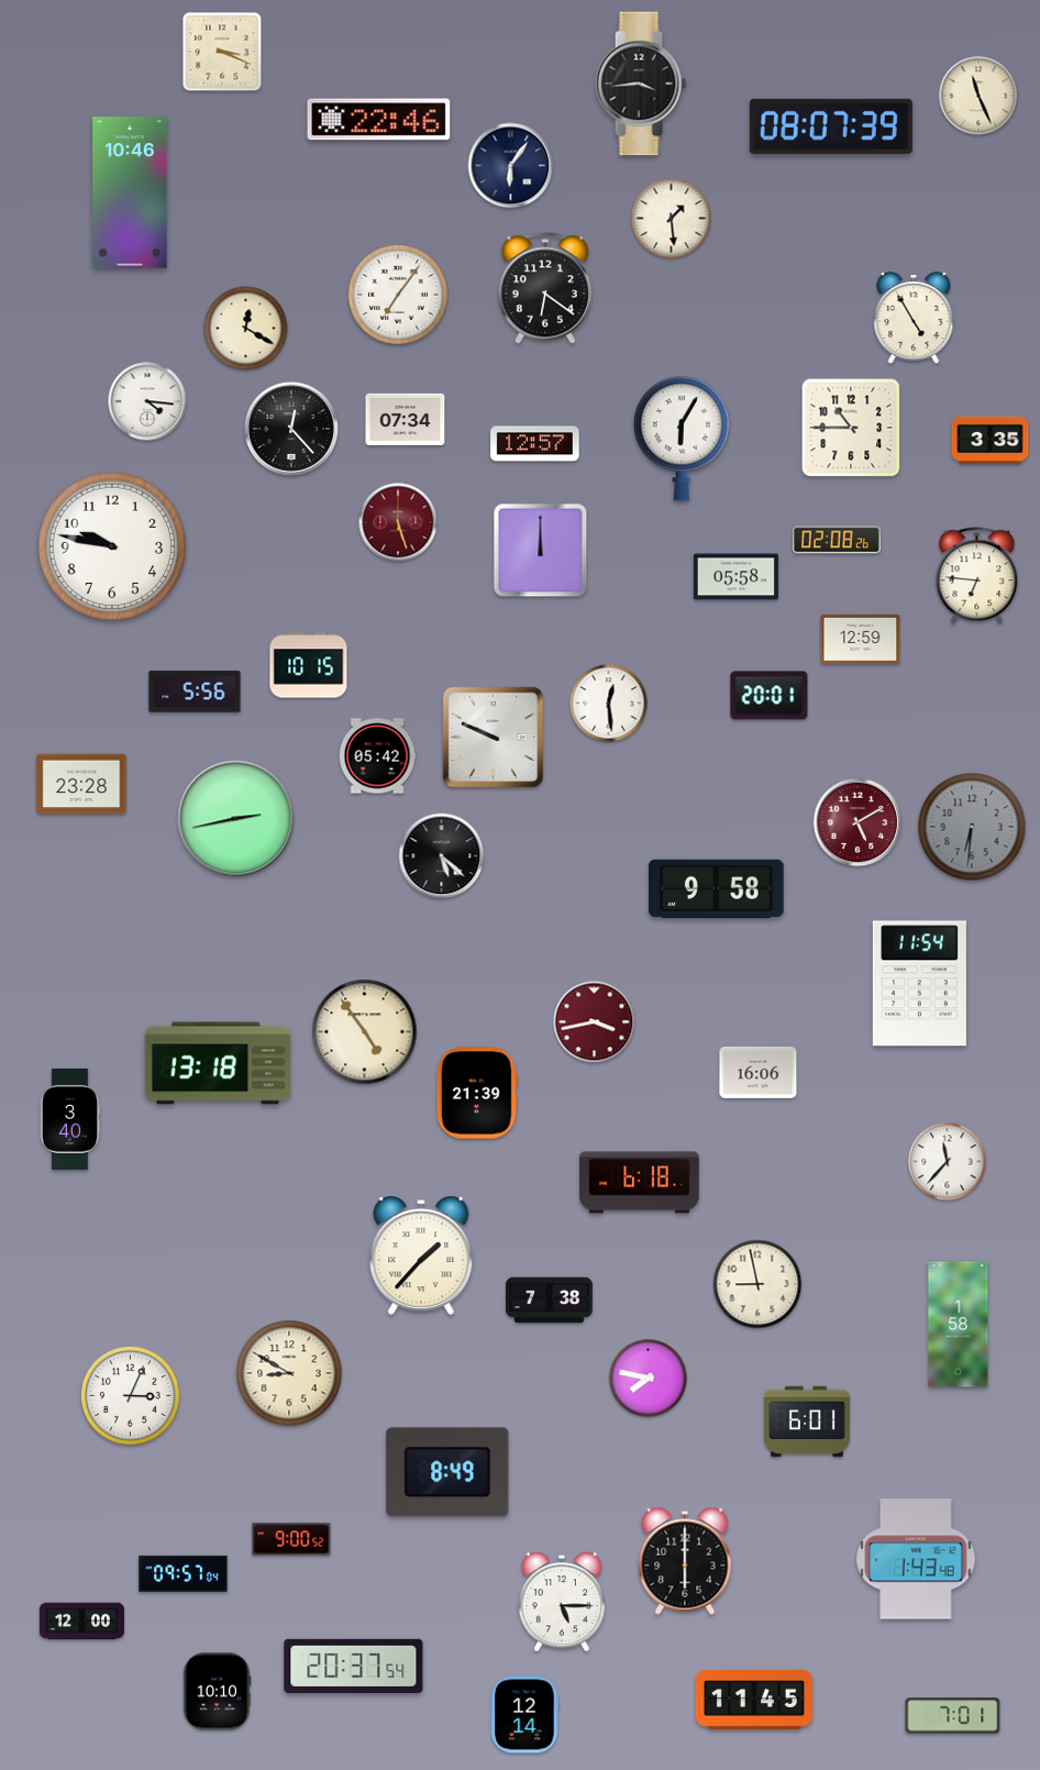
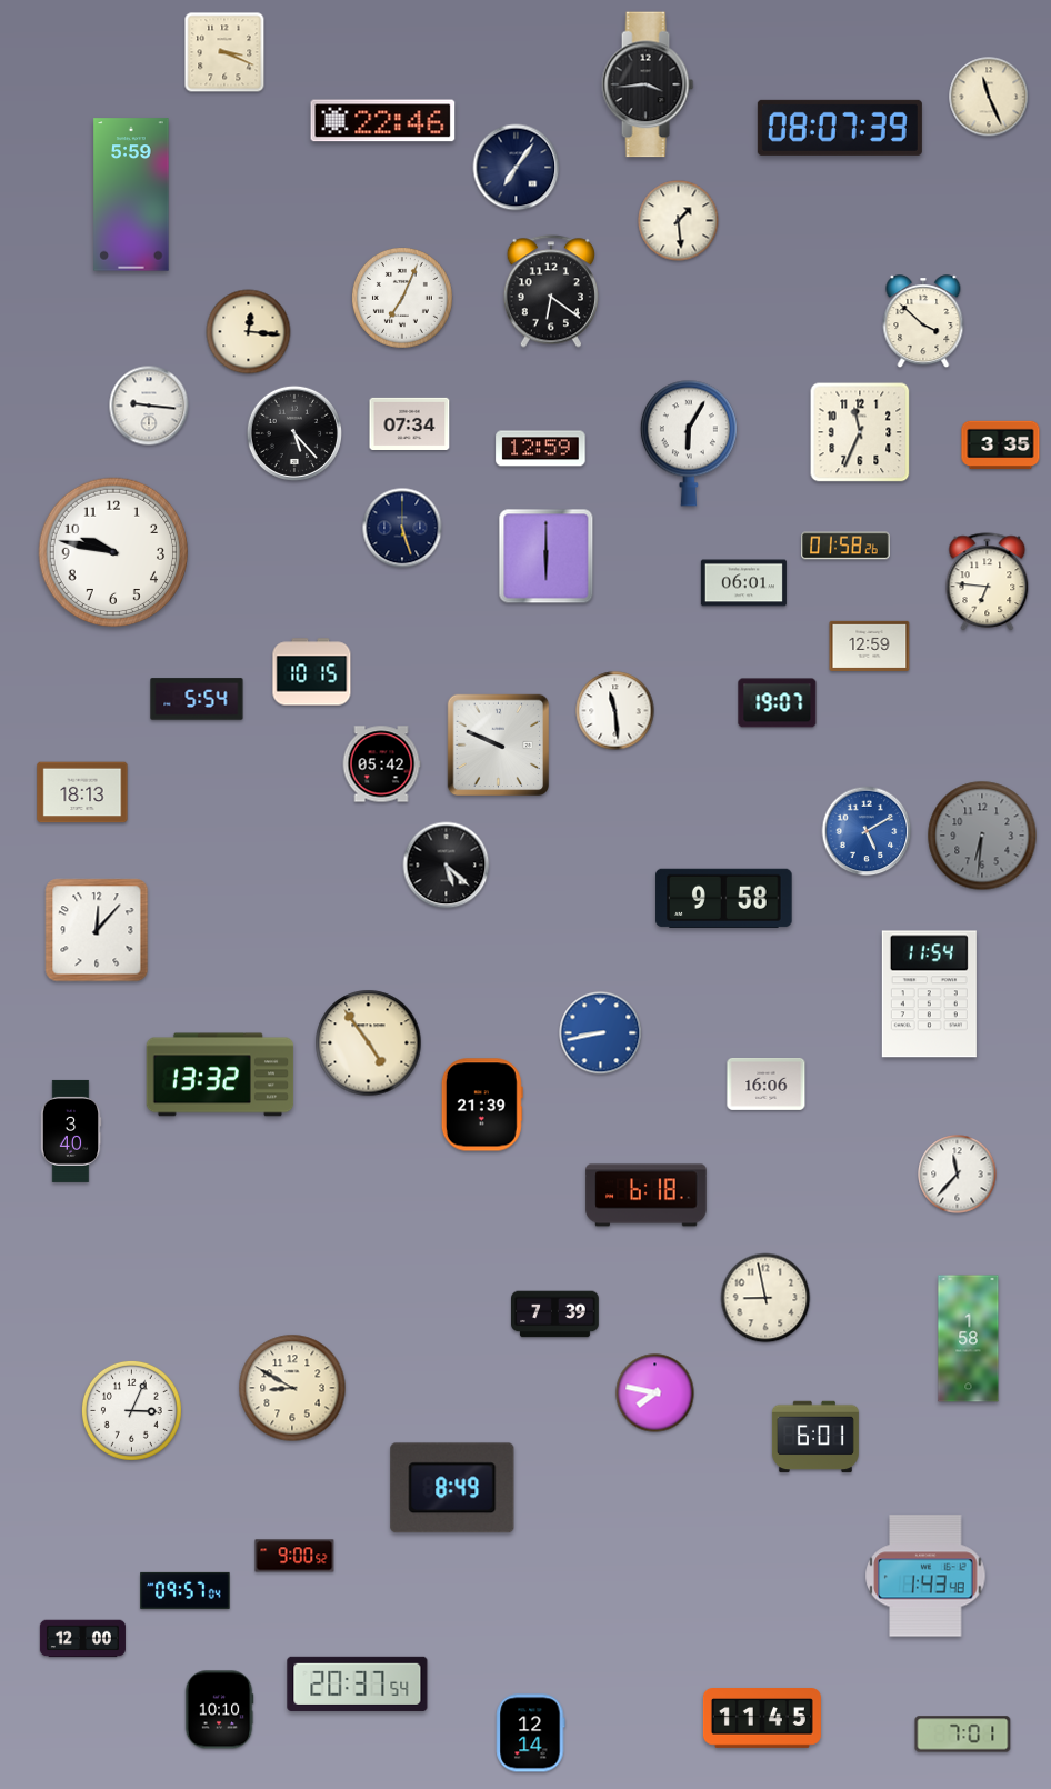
clock at (511, 166): 6:06 -> 7:06
clock at (130, 192): 10:46 -> 5:59
clock at (399, 296): 7:06 -> 7:04
clock at (914, 319): 4:55 -> 3:52
clock at (246, 329): 12:20 -> 12:16
clock at (147, 401): 4:16 -> 9:16
clock at (290, 428): 12:23 -> 5:23
clock at (851, 428): 10:45 -> 11:34
clock at (535, 444): 12:57 -> 12:59
clock at (398, 522) dial: burgundy -> navy
clock at (837, 540): 02:08 -> 01:58
clock at (541, 551): 12:00 -> 6:00
clock at (735, 577): 05:58 -> 06:01
clock at (195, 692): 5:56 -> 5:54
clock at (770, 696): 20:01 -> 19:07
clock at (609, 704): 12:29 -> 11:29
clock at (81, 784): 23:28 -> 18:13
clock at (236, 819): 2:43 -> none
clock at (858, 822) dial: burgundy -> blue
clock at (97, 930): none -> 12:07
clock at (595, 1022): 3:43 -> 8:43
clock at (595, 1022) dial: burgundy -> blue
clock at (218, 1063): 13:18 -> 13:32
clock at (421, 1255): 1:37 -> none
clock at (550, 1301): 7:38 -> 7:39
clock at (685, 1561): 6:00 -> none
clock at (562, 1602): 5:15 -> none
